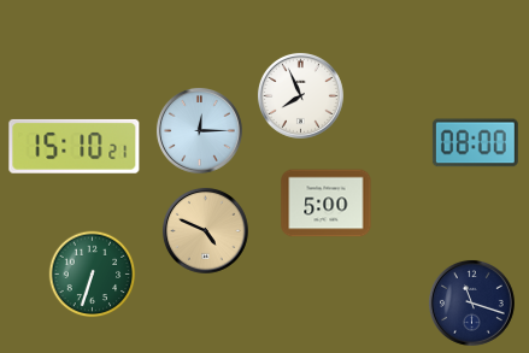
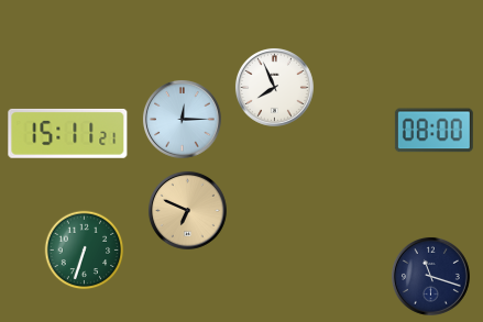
clock at (75, 146): 15:10 -> 15:11
clock at (327, 204): 5:00 -> none
clock at (205, 230): 4:49 -> 6:49
